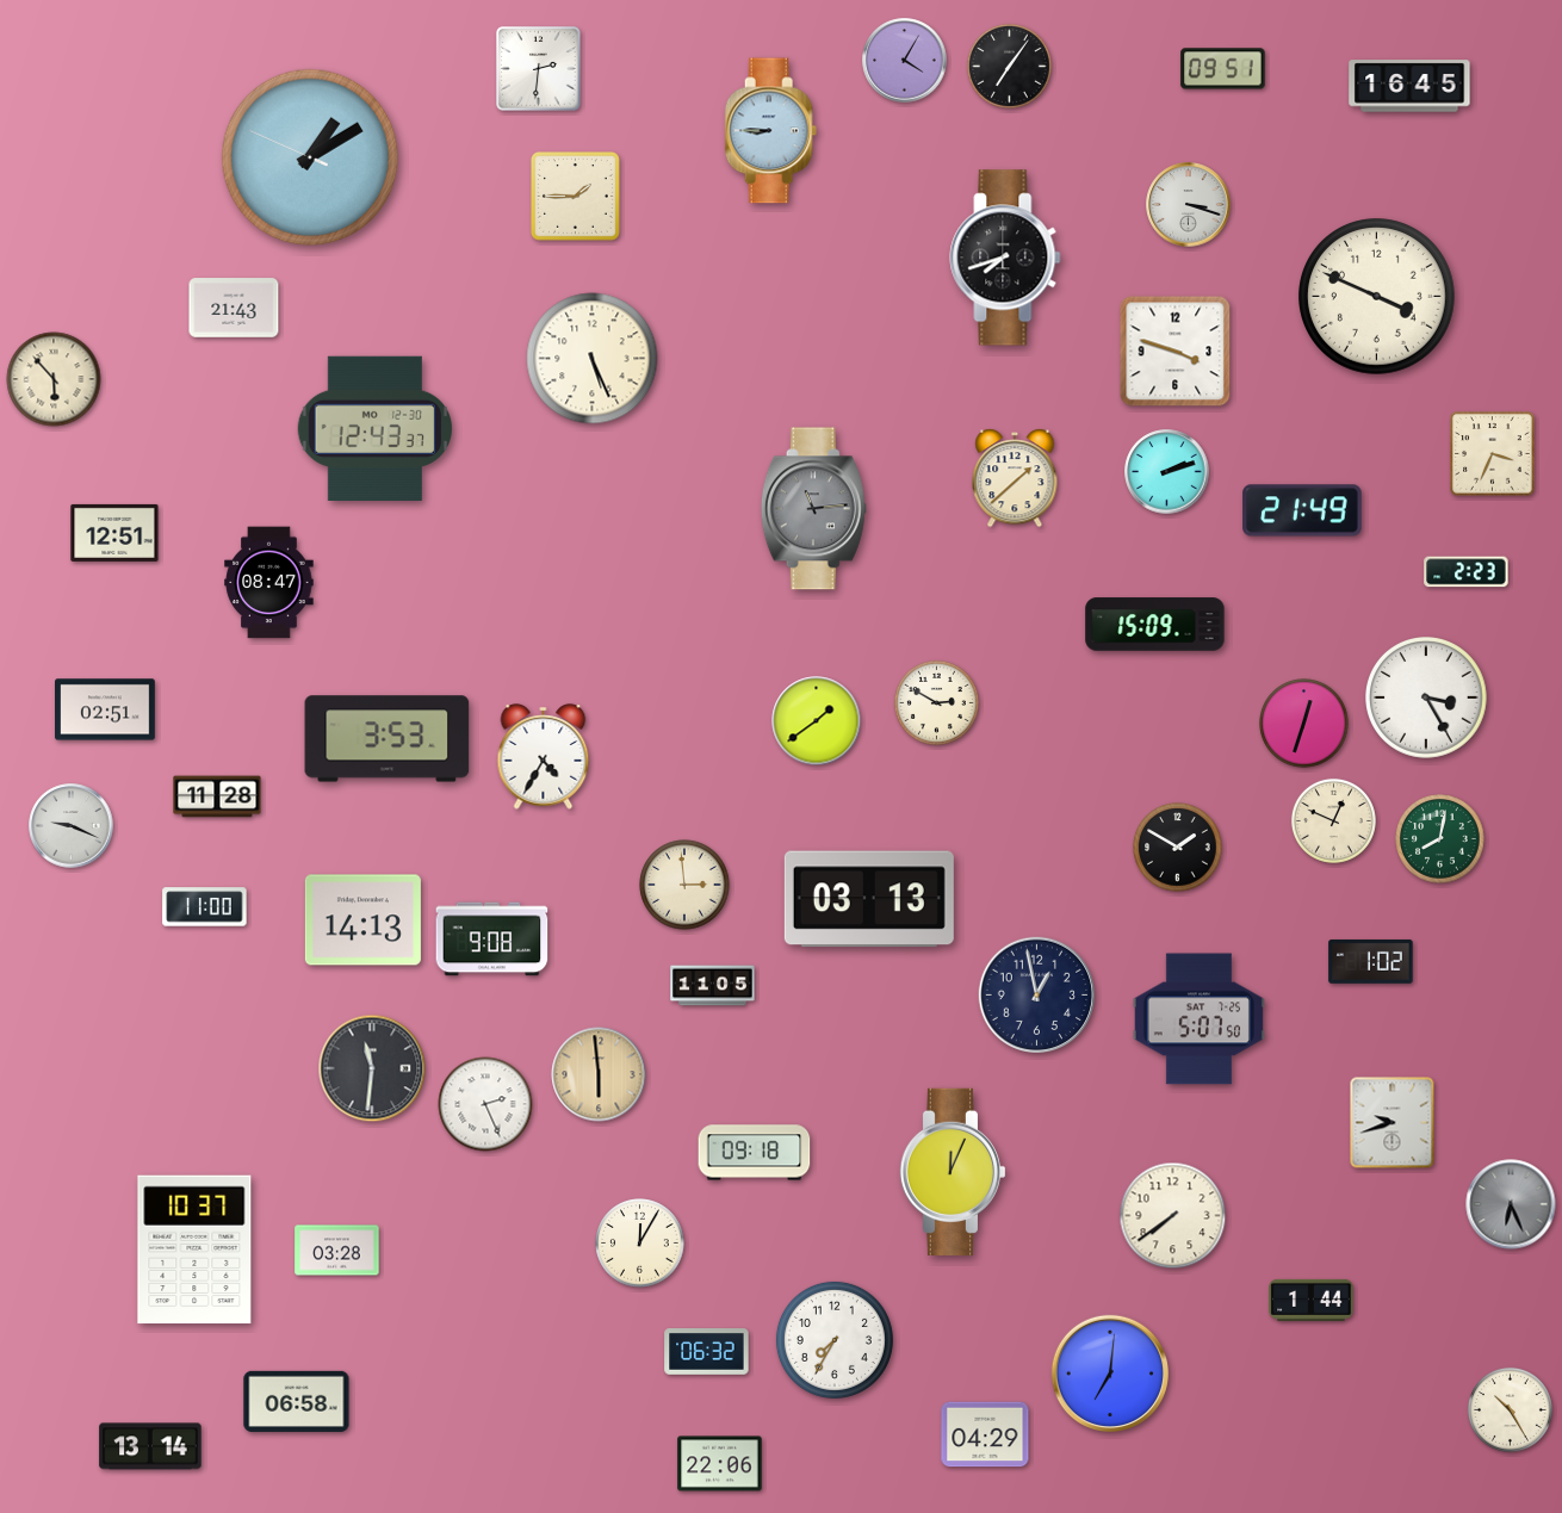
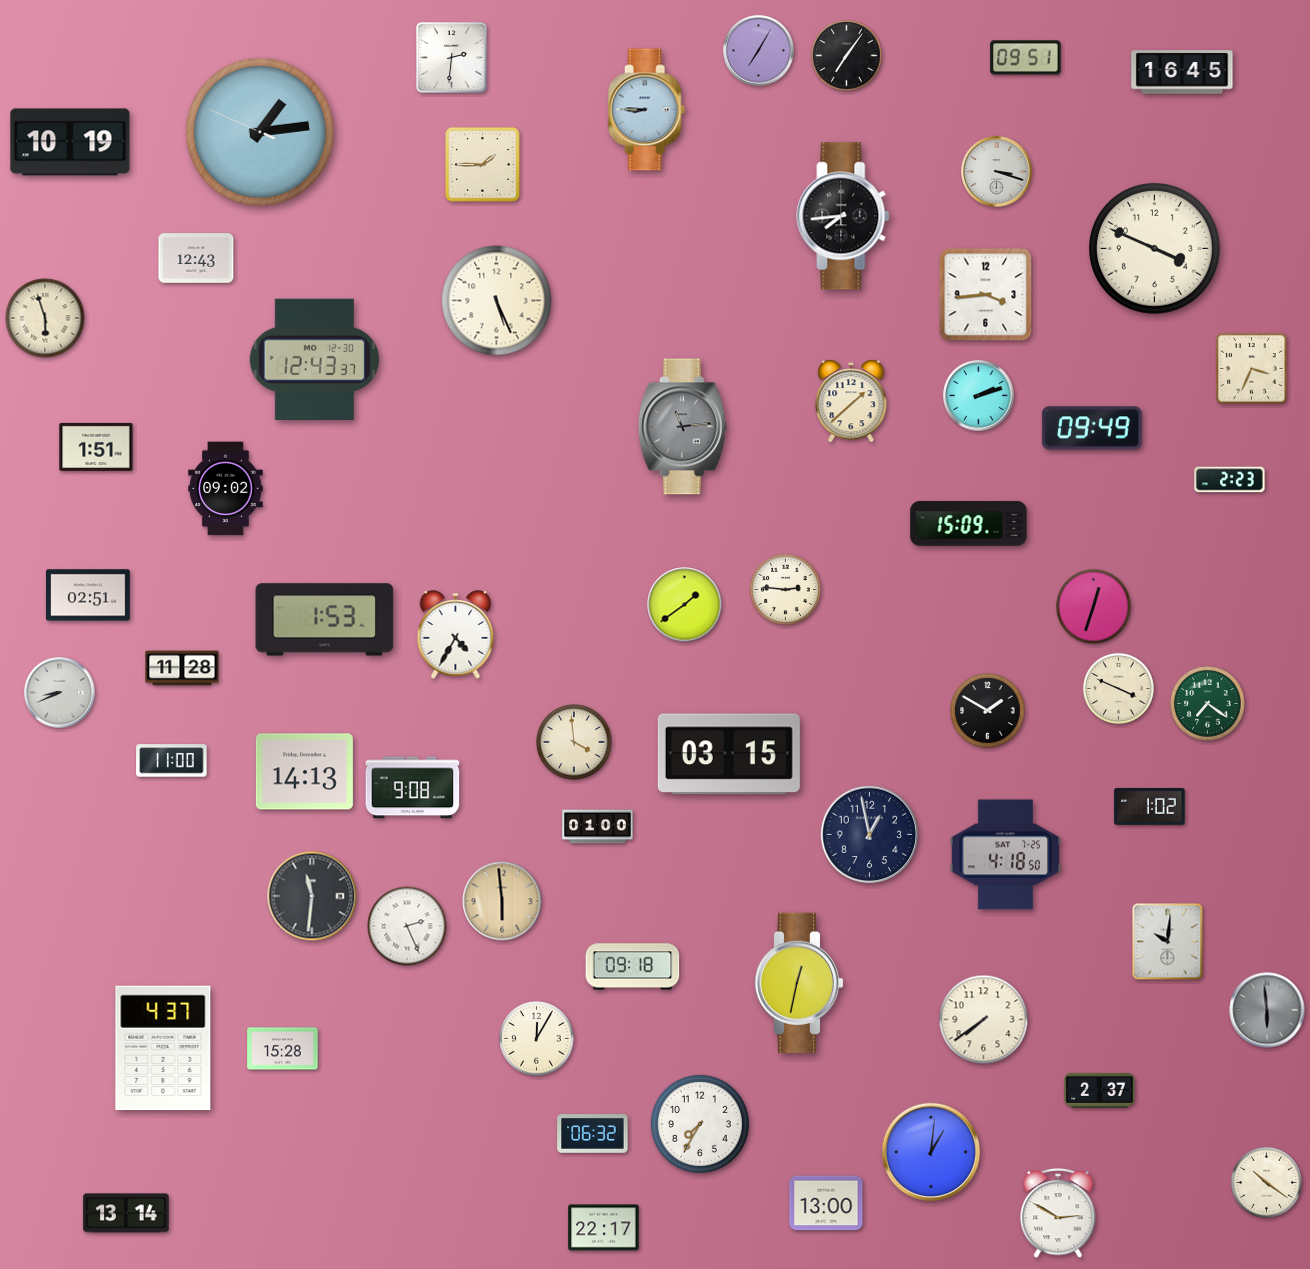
clock at (905, 61): 4:05 -> 7:05
clock at (310, 157): 1:09 -> 1:13
clock at (70, 142): none -> 10:19
clock at (1005, 258): 7:42 -> 7:44
clock at (234, 308): 21:43 -> 12:43
clock at (1176, 352): 3:48 -> 3:44
clock at (54, 379): 5:53 -> 5:57
clock at (1493, 454) position: (1493, 454) -> (1252, 369)
clock at (1302, 510): 21:49 -> 09:49
clock at (114, 533): 12:51 -> 1:51
clock at (269, 583): 08:47 -> 09:02
clock at (1427, 699): 3:25 -> none
clock at (936, 702): 2:50 -> 2:46
clock at (388, 739): 3:53 -> 1:53
clock at (1333, 820): 12:49 -> 3:49
clock at (72, 826): 9:19 -> 8:41
clock at (1440, 839): 8:02 -> 7:21
clock at (684, 885): 2:59 -> 3:59
clock at (869, 899): 03:13 -> 03:15
clock at (713, 986): 11:05 -> 01:00
clock at (1198, 1019): 5:07 -> 4:18
clock at (1393, 1123): 9:42 -> 10:01
clock at (953, 1171): 12:04 -> 12:32
clock at (1511, 1204): 6:26 -> 5:59
clock at (640, 1244) position: (640, 1244) -> (537, 1039)
clock at (194, 1250): 10:37 -> 4:37
clock at (337, 1251): 03:28 -> 15:28
clock at (1312, 1300): 1:44 -> 2:37
clock at (1109, 1372): 7:01 -> 1:01
clock at (297, 1401): 06:58 -> none
clock at (1510, 1409): 10:25 -> 10:21
clock at (985, 1434): 04:29 -> 13:00
clock at (1058, 1214): none -> 2:50
clock at (720, 1464): 22:06 -> 22:17
